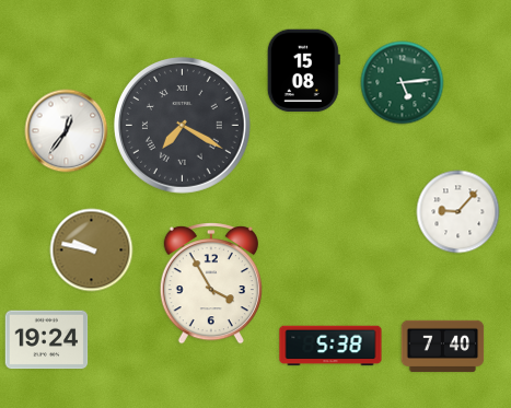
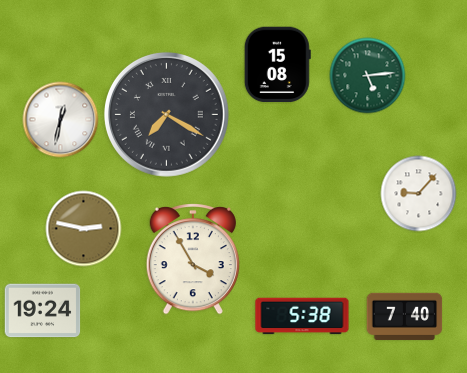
clock at (67, 131): 12:36 -> 12:32
clock at (92, 250): 9:47 -> 2:47
